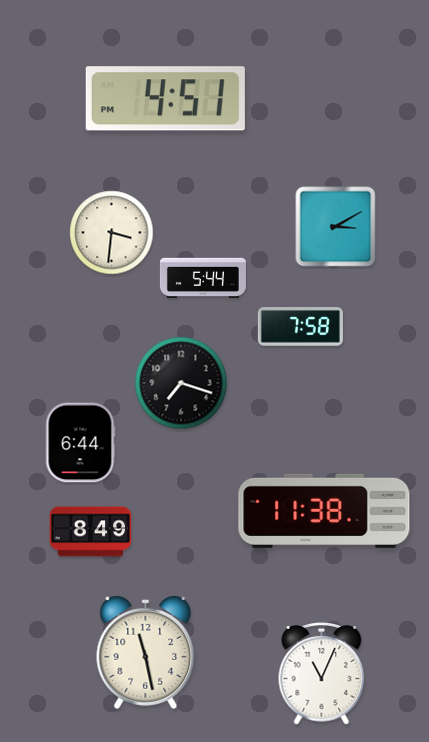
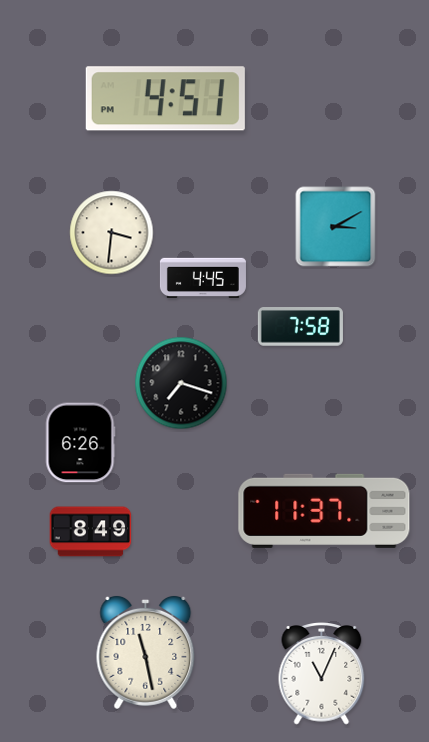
clock at (203, 277): 5:44 -> 4:45
clock at (80, 443): 6:44 -> 6:26
clock at (324, 511): 11:38 -> 11:37
